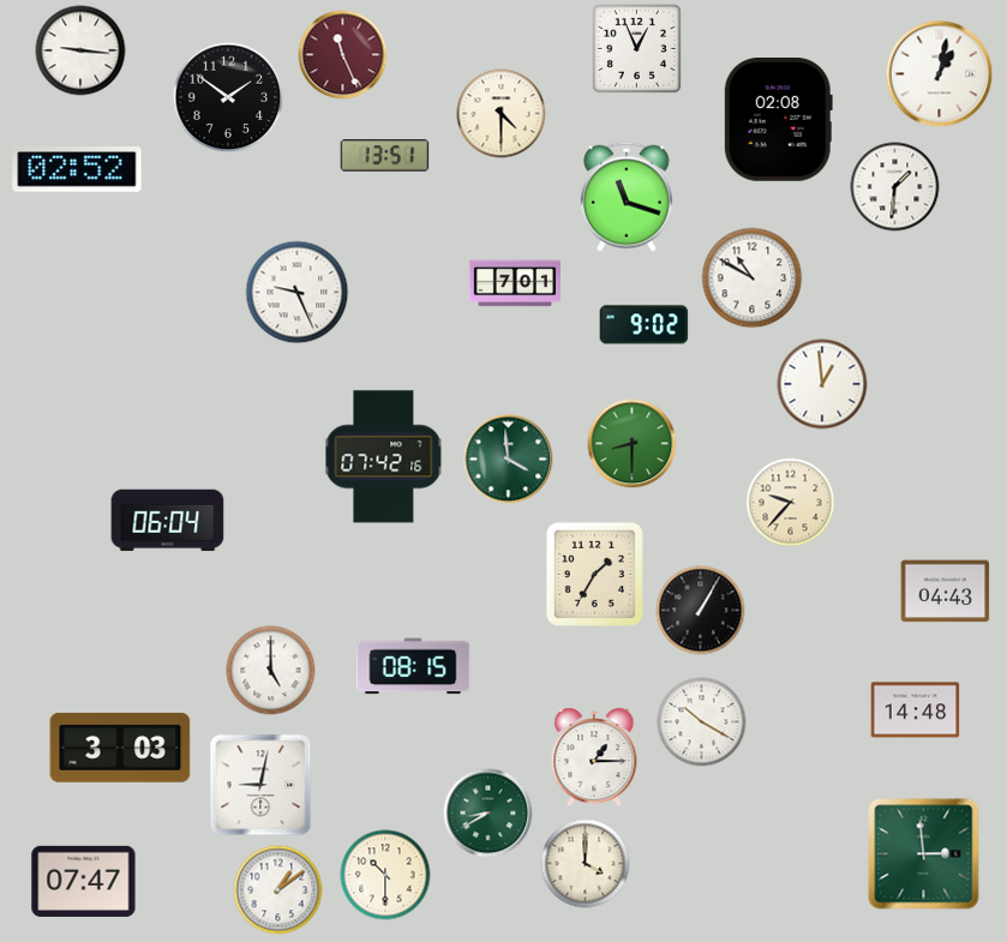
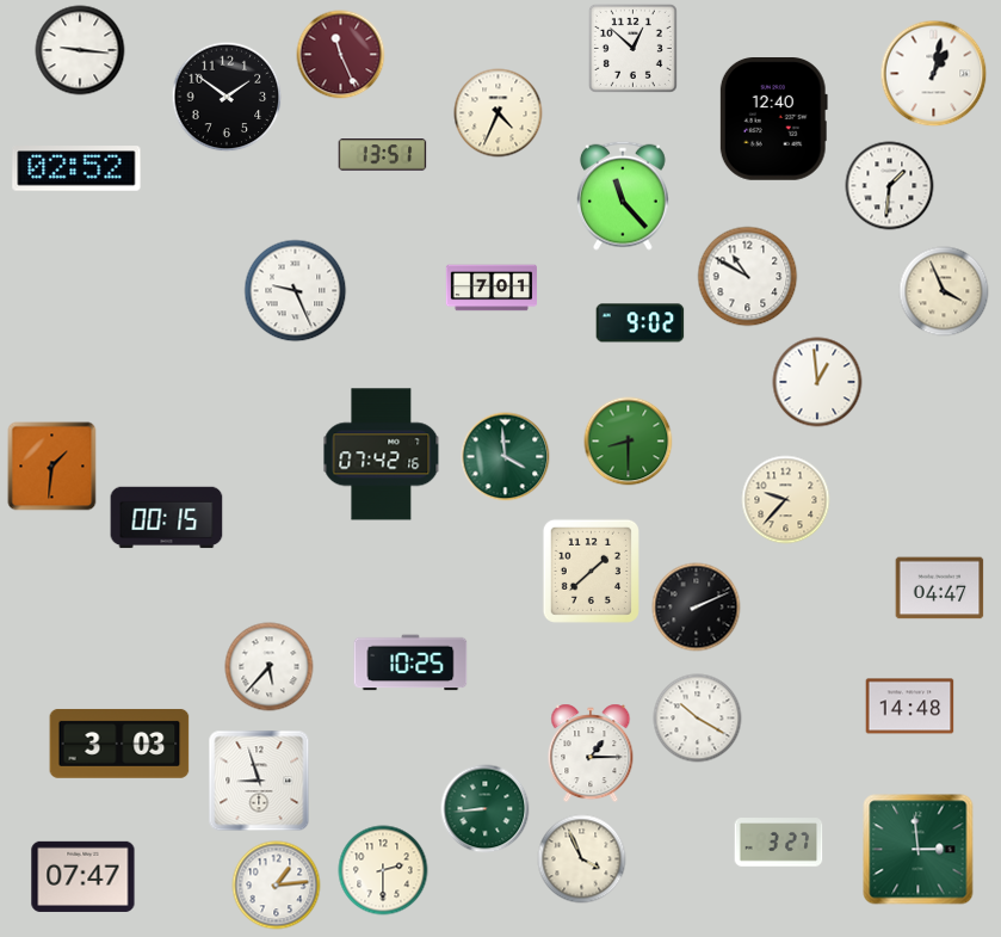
clock at (636, 48): 12:56 -> 12:52
clock at (502, 114): 4:30 -> 4:34
clock at (778, 120): 02:08 -> 12:40
clock at (628, 197): 11:18 -> 11:23
clock at (514, 283) position: (514, 283) -> (490, 288)
clock at (944, 291): none -> 3:56
clock at (52, 467): none -> 1:31
clock at (168, 521): 06:04 -> 00:15
clock at (594, 574): 1:35 -> 1:38
clock at (946, 592): 04:43 -> 04:47
clock at (701, 611): 1:05 -> 2:11
clock at (413, 666): 08:15 -> 10:25
clock at (271, 671): 5:00 -> 5:37
clock at (260, 785): 9:02 -> 8:57
clock at (488, 814): 8:40 -> 8:44
clock at (779, 843): none -> 3:27
clock at (586, 864): 4:00 -> 3:56
clock at (385, 875): 10:30 -> 2:30
clock at (278, 890): 1:09 -> 1:14
